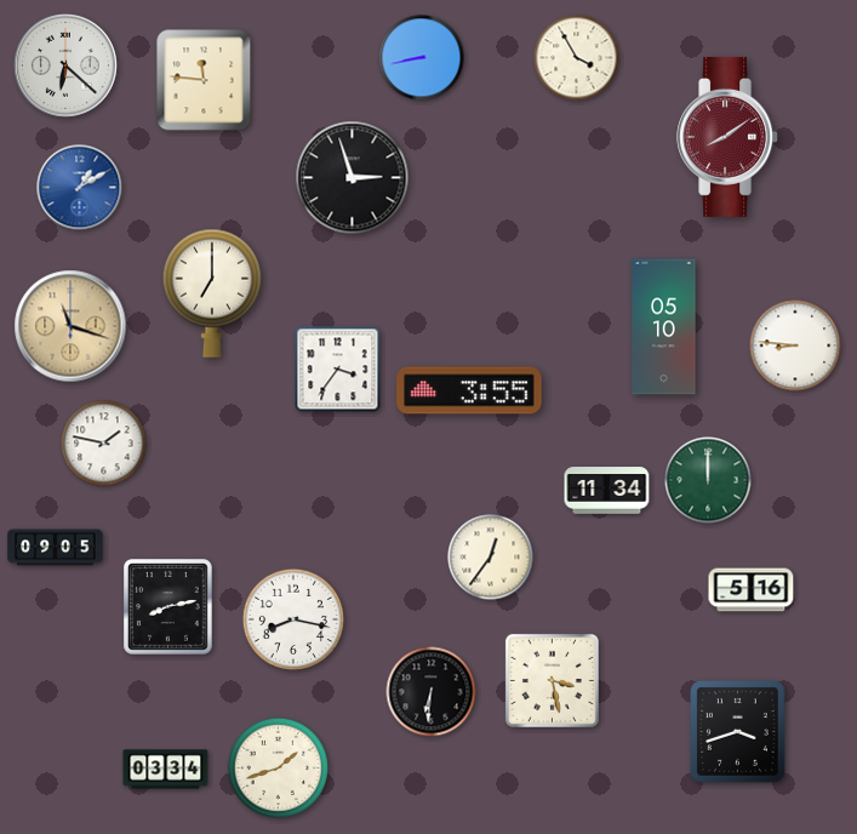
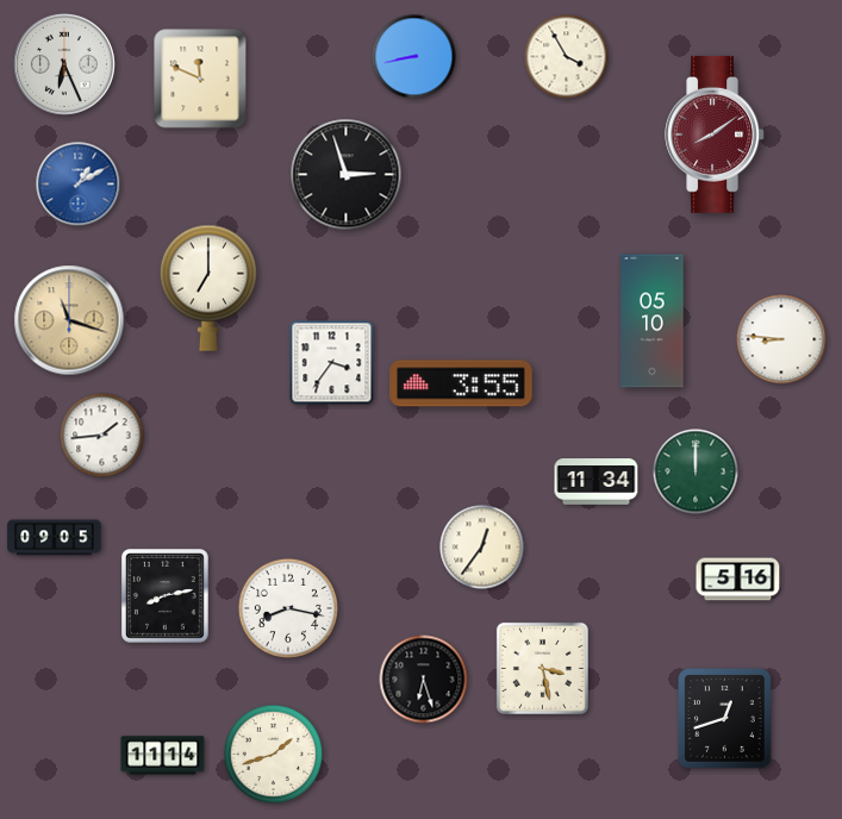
clock at (65, 65): 6:22 -> 6:26
clock at (204, 80): 11:46 -> 11:49
clock at (104, 444): 1:47 -> 1:44
clock at (432, 692): 6:31 -> 6:27
clock at (738, 732): 3:42 -> 12:42
clock at (166, 770): 03:34 -> 11:14
